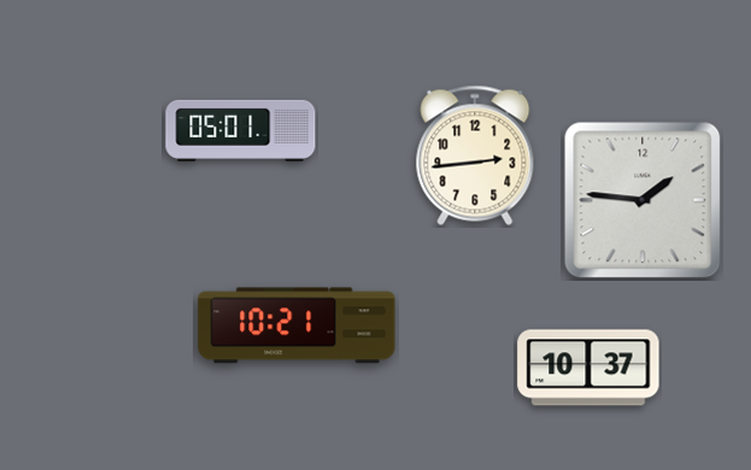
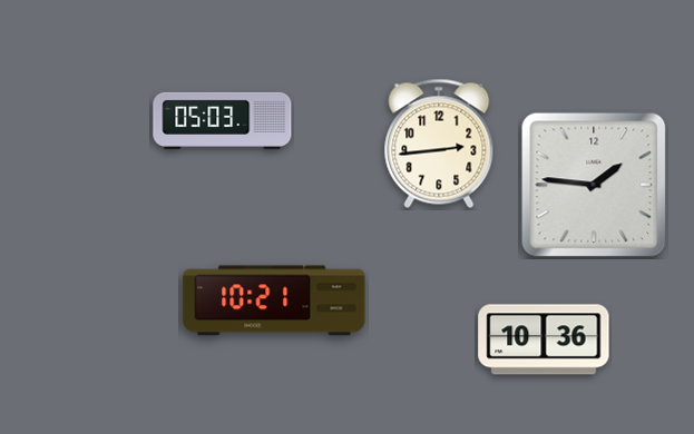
clock at (241, 130): 05:01 -> 05:03
clock at (588, 368): 10:37 -> 10:36
